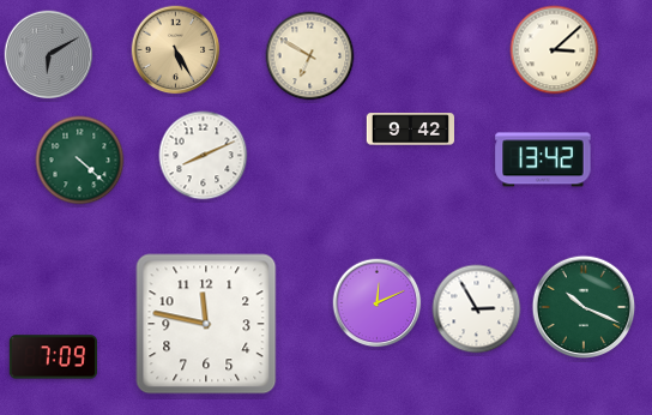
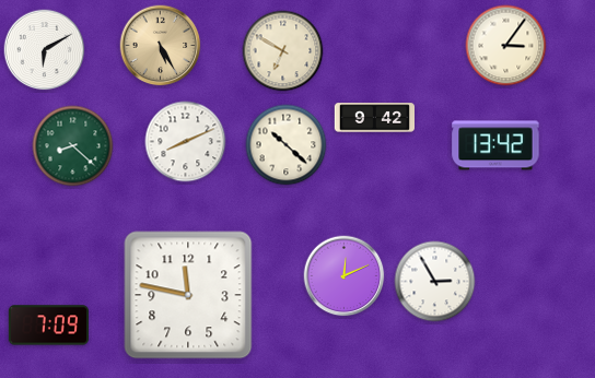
clock at (555, 50): 3:08 -> 3:06
clock at (49, 55) dial: grey -> white
clock at (287, 145): none -> 10:22
clock at (80, 161): 4:22 -> 8:22
clock at (584, 307): 10:19 -> none
